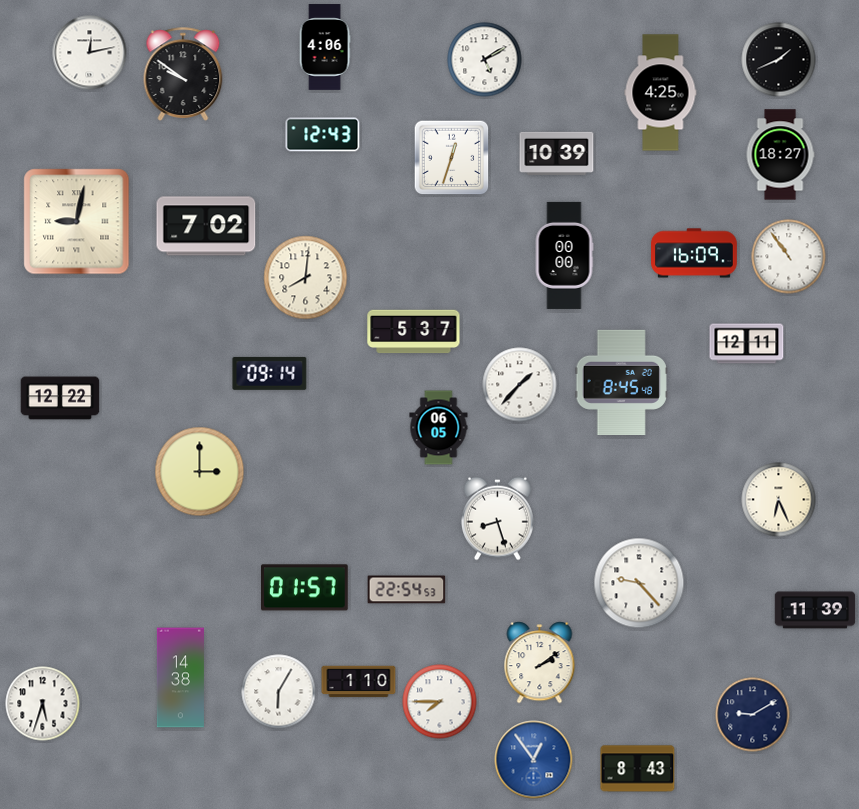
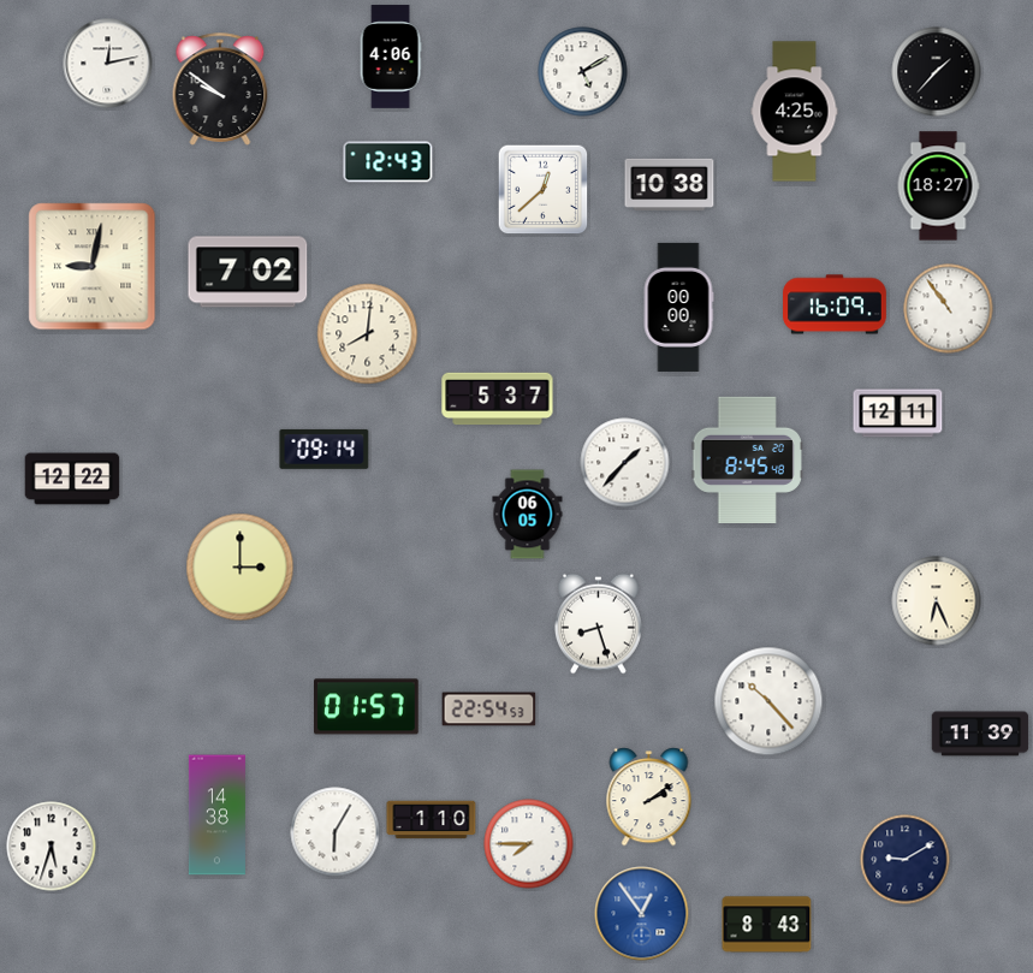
clock at (779, 60): 1:41 -> 1:37
clock at (557, 153): 10:39 -> 10:38
clock at (452, 158): 12:33 -> 12:38
clock at (639, 583): 9:23 -> 10:23
